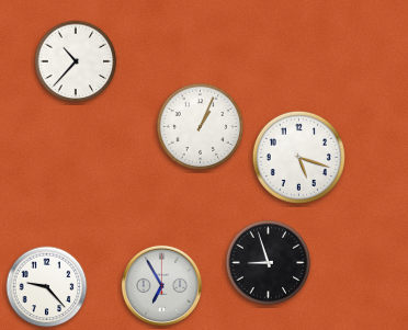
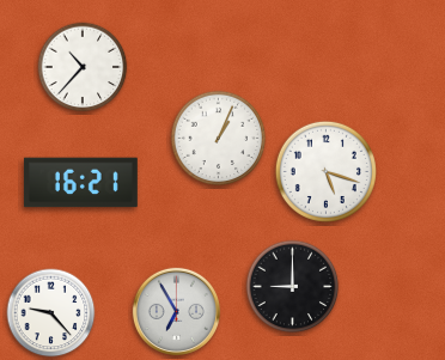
clock at (80, 183): none -> 16:21
clock at (269, 263): 8:57 -> 9:00
